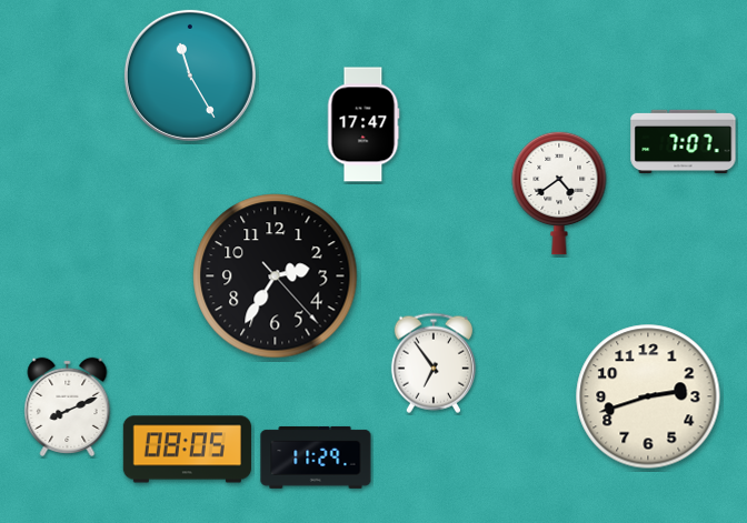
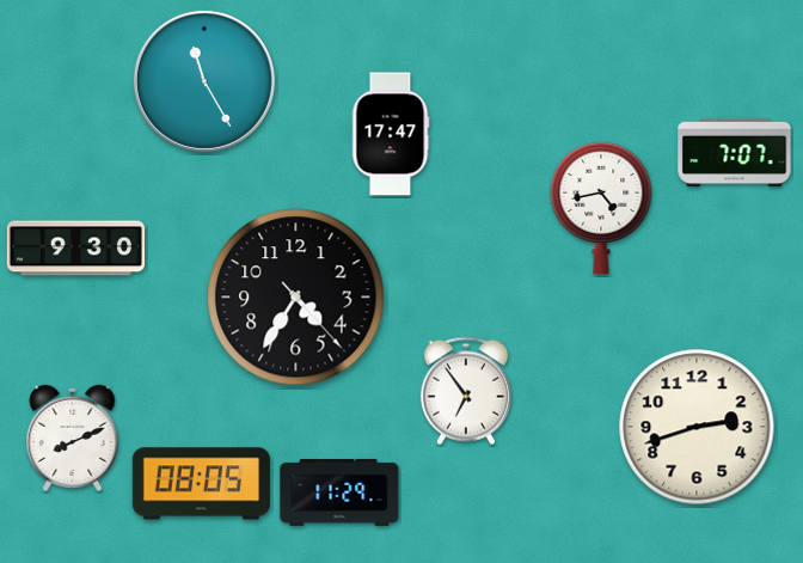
clock at (559, 193): 4:39 -> 4:43
clock at (75, 249): none -> 9:30
clock at (276, 276): 2:35 -> 4:35
